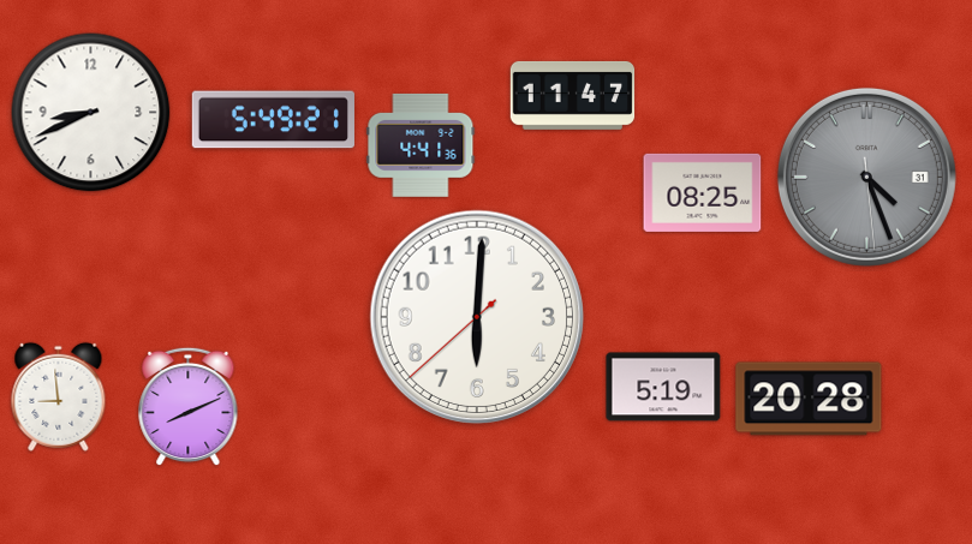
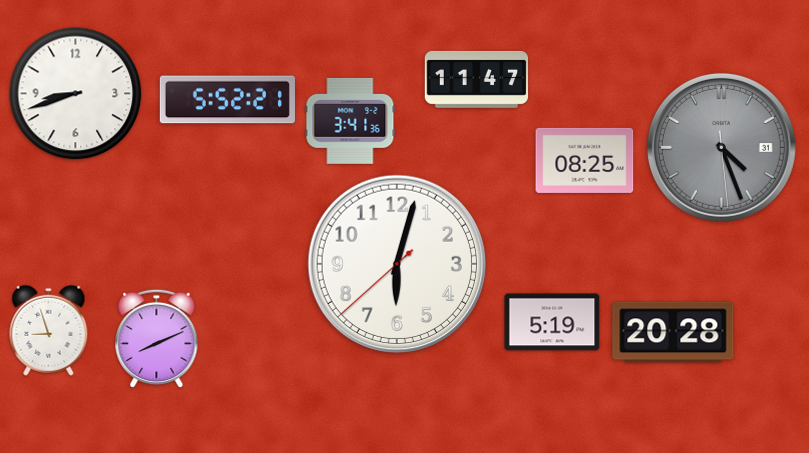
clock at (91, 113): 8:41 -> 8:42
clock at (273, 120): 5:49 -> 5:52
clock at (421, 145): 4:41 -> 3:41
clock at (477, 317): 6:00 -> 6:02
clock at (59, 396): 8:59 -> 8:57
